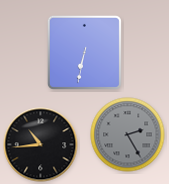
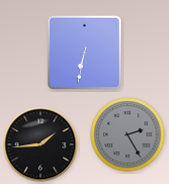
clock at (41, 145): 10:44 -> 1:44
